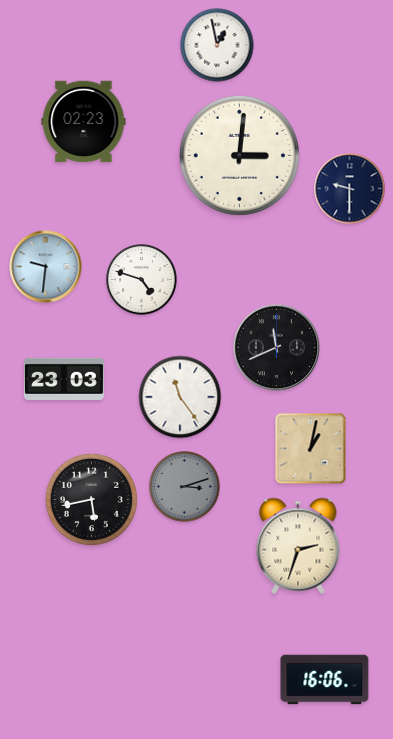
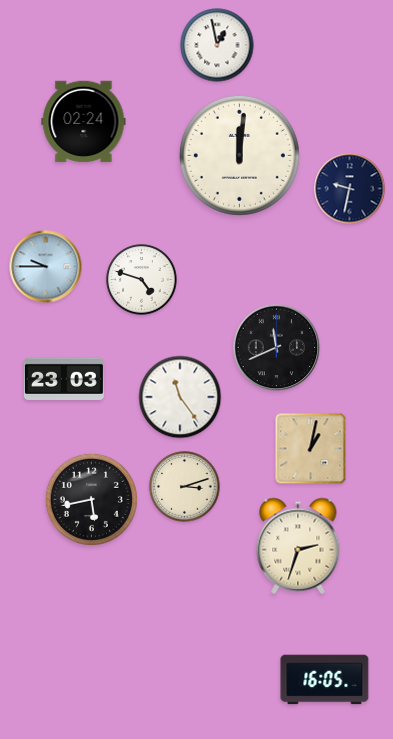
clock at (84, 122): 02:23 -> 02:24
clock at (239, 155): 3:01 -> 12:01
clock at (350, 189): 9:30 -> 9:32
clock at (46, 267): 9:31 -> 9:45
clock at (185, 487) dial: grey -> cream
clock at (325, 680): 16:06 -> 16:05
